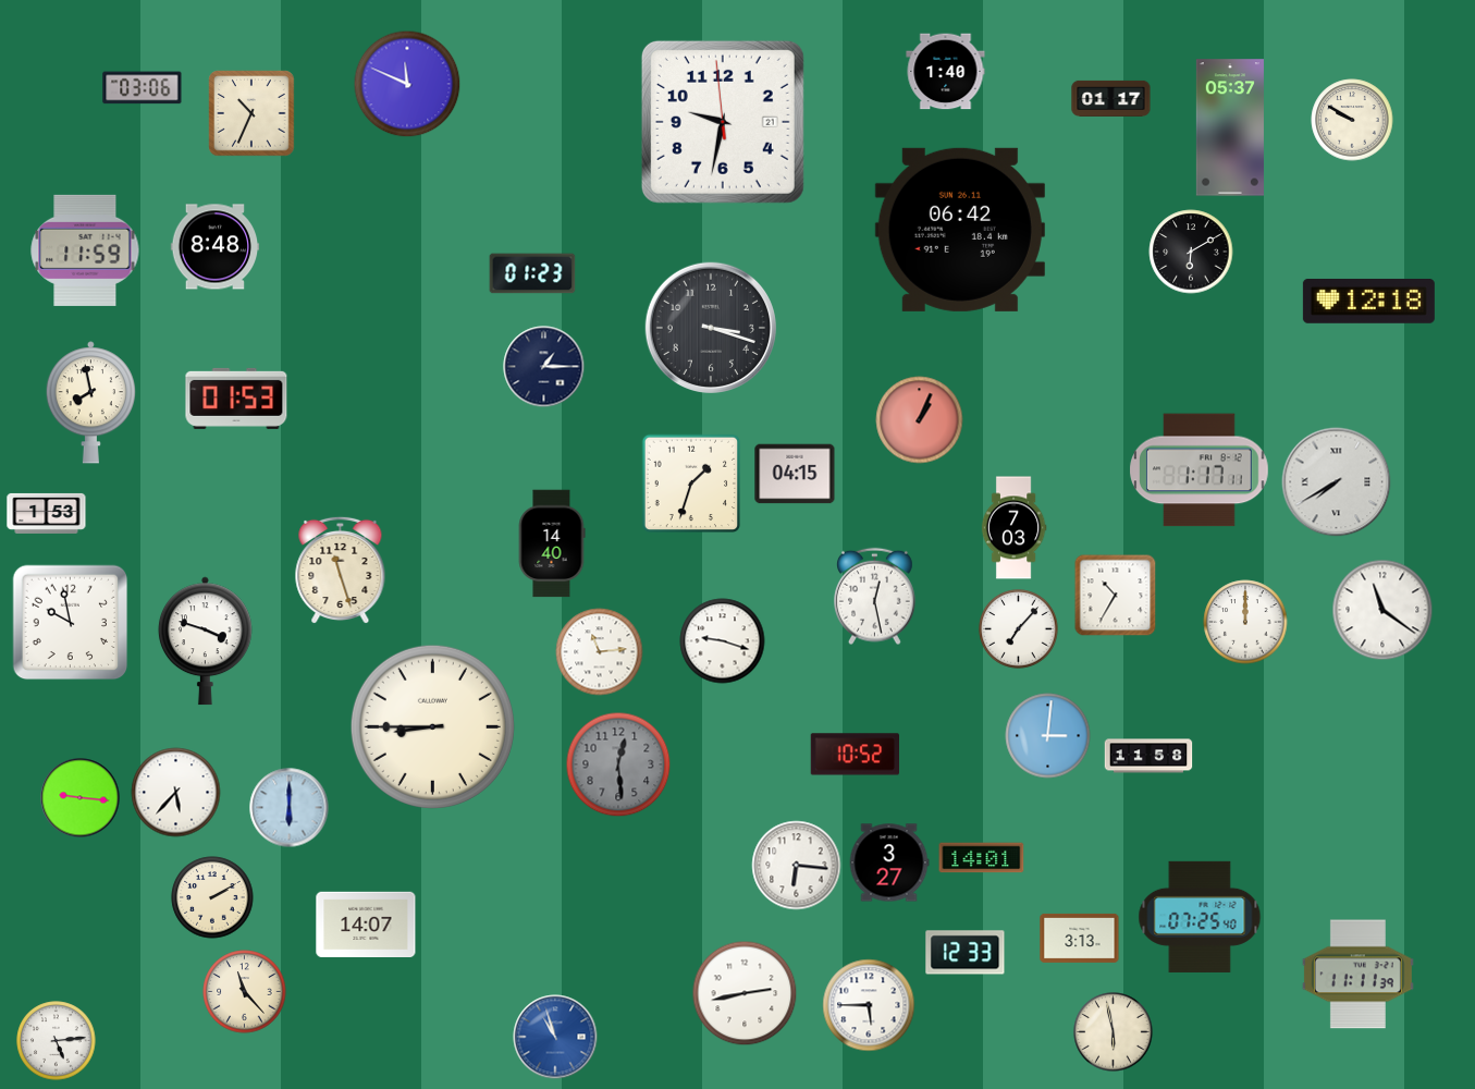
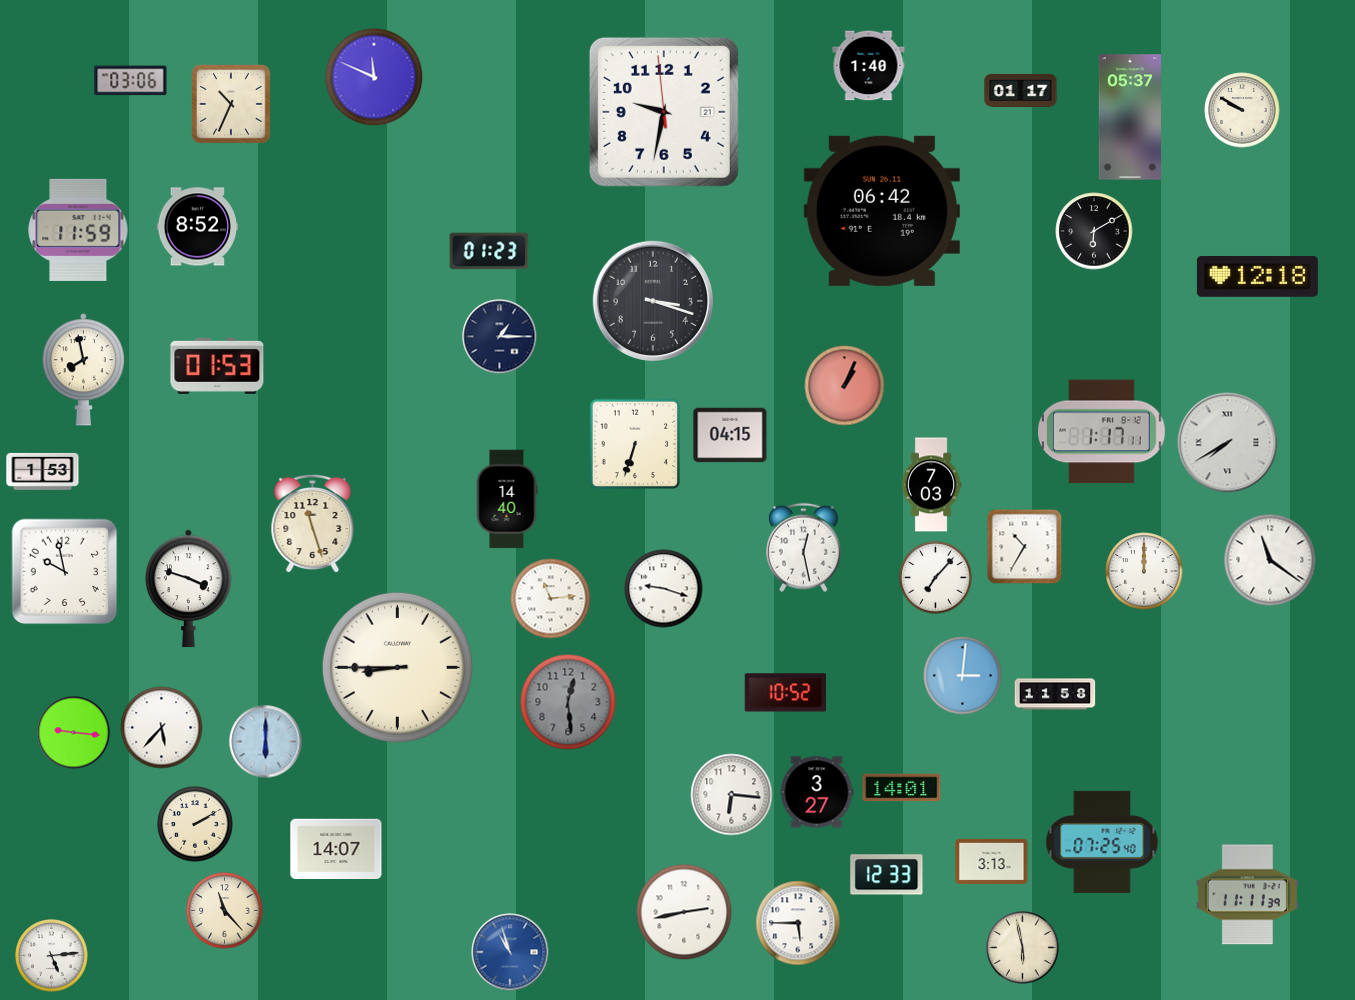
clock at (216, 247): 8:48 -> 8:52
clock at (691, 484): 1:33 -> 6:33
